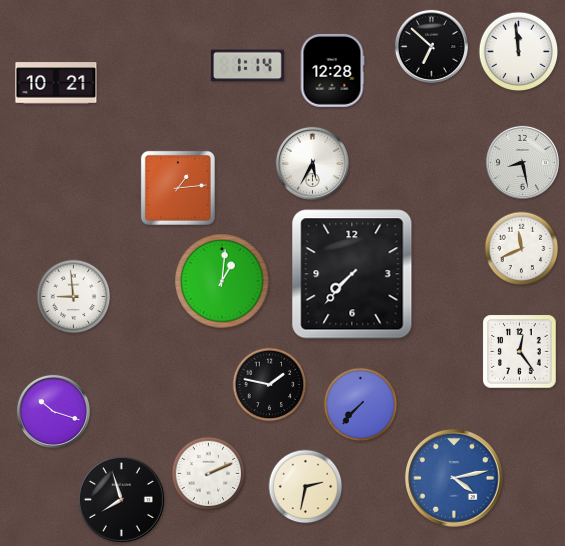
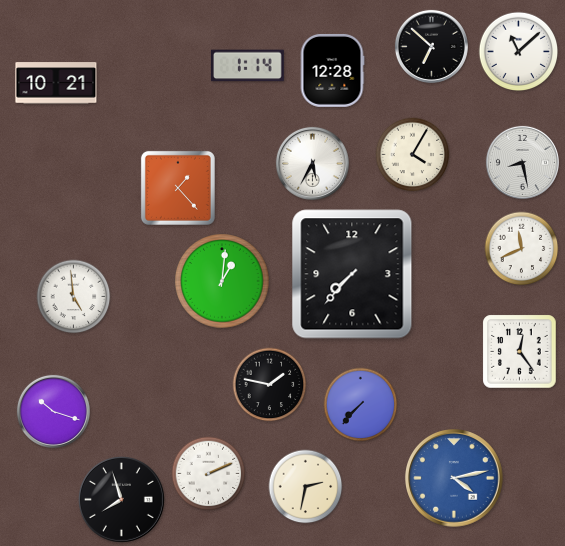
clock at (519, 52): 11:59 -> 11:08
clock at (413, 155): none -> 4:05
clock at (178, 188): 1:14 -> 1:23
clock at (74, 297): 8:59 -> 4:59
